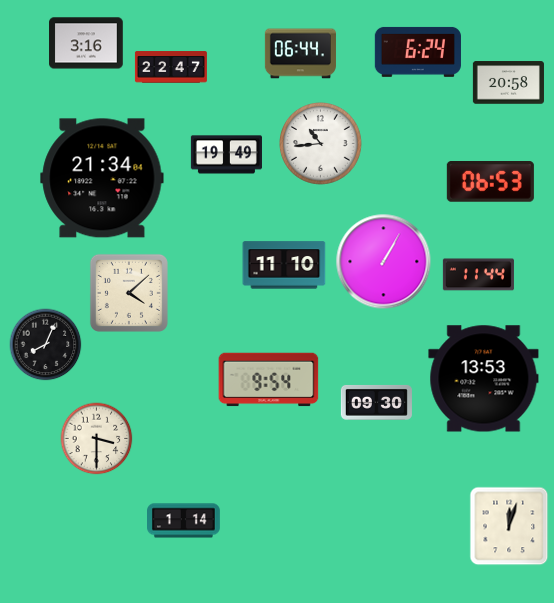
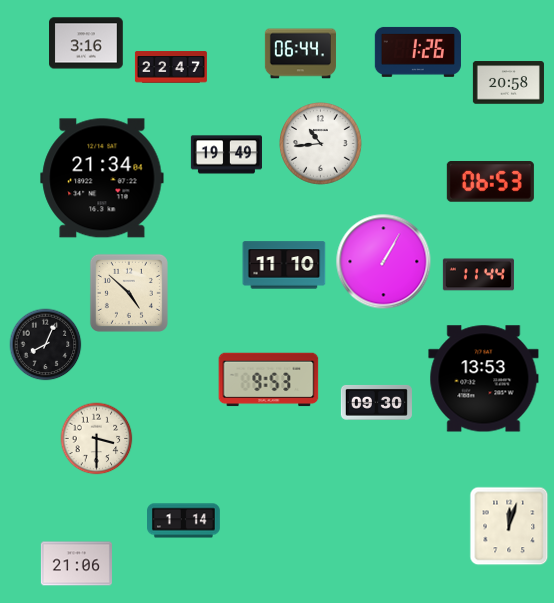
clock at (417, 52): 6:24 -> 1:26
clock at (129, 293): 4:08 -> 4:52
clock at (269, 380): 9:54 -> 9:53
clock at (76, 564): none -> 21:06
